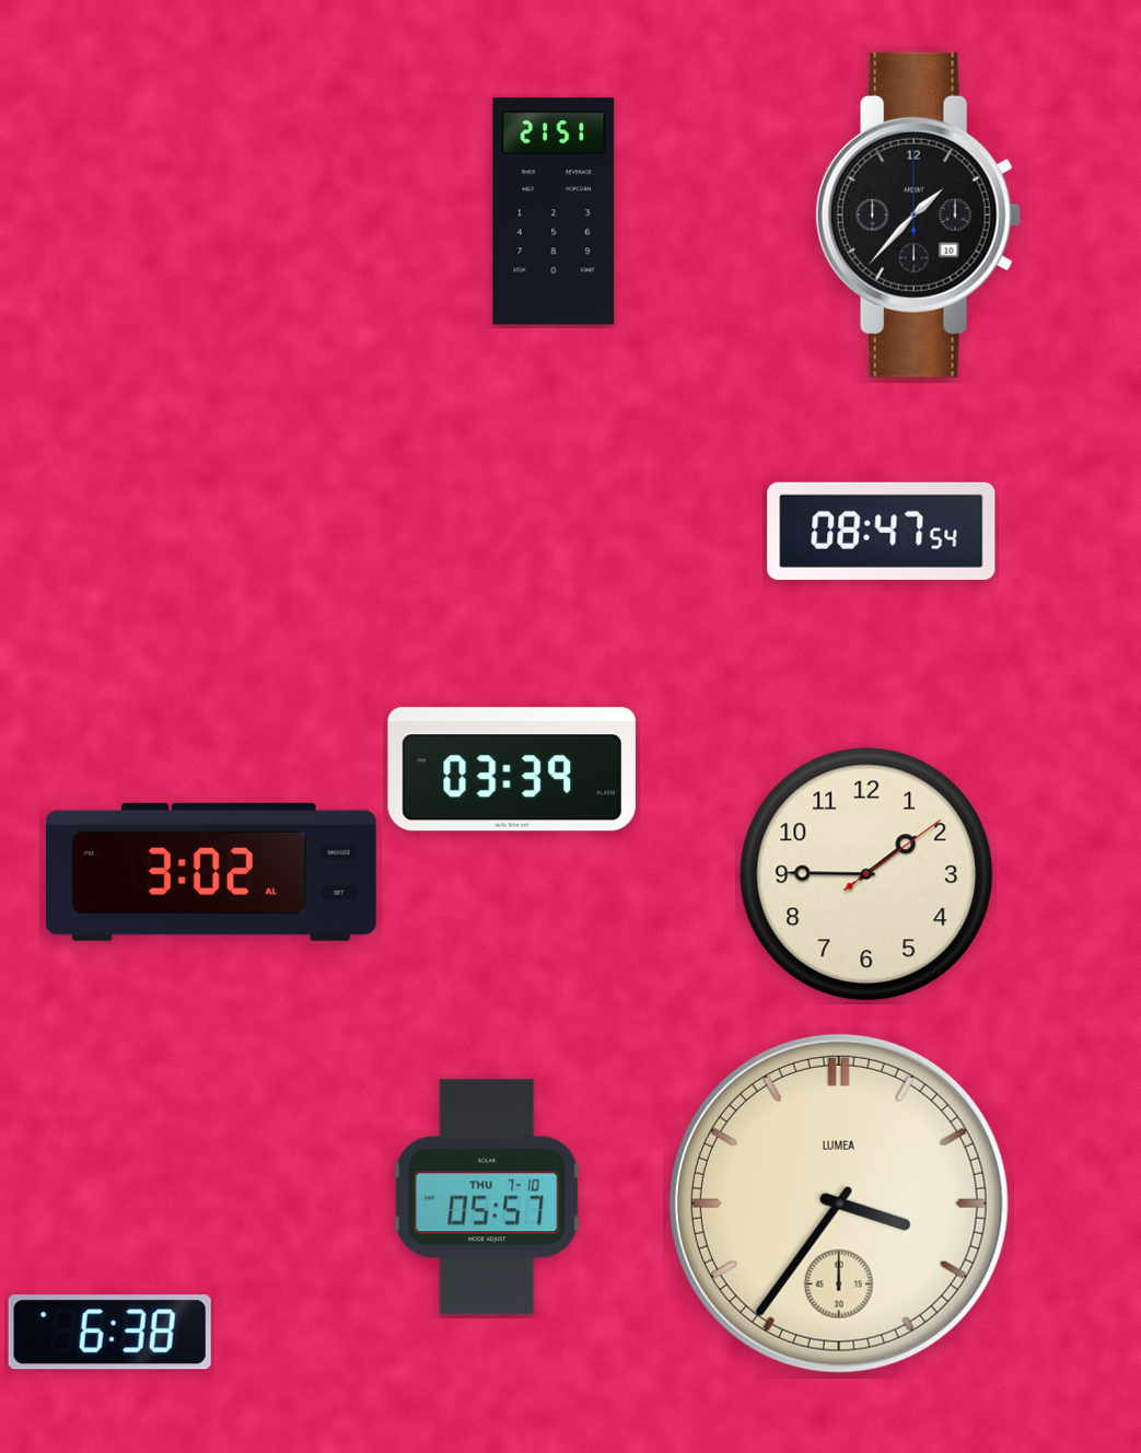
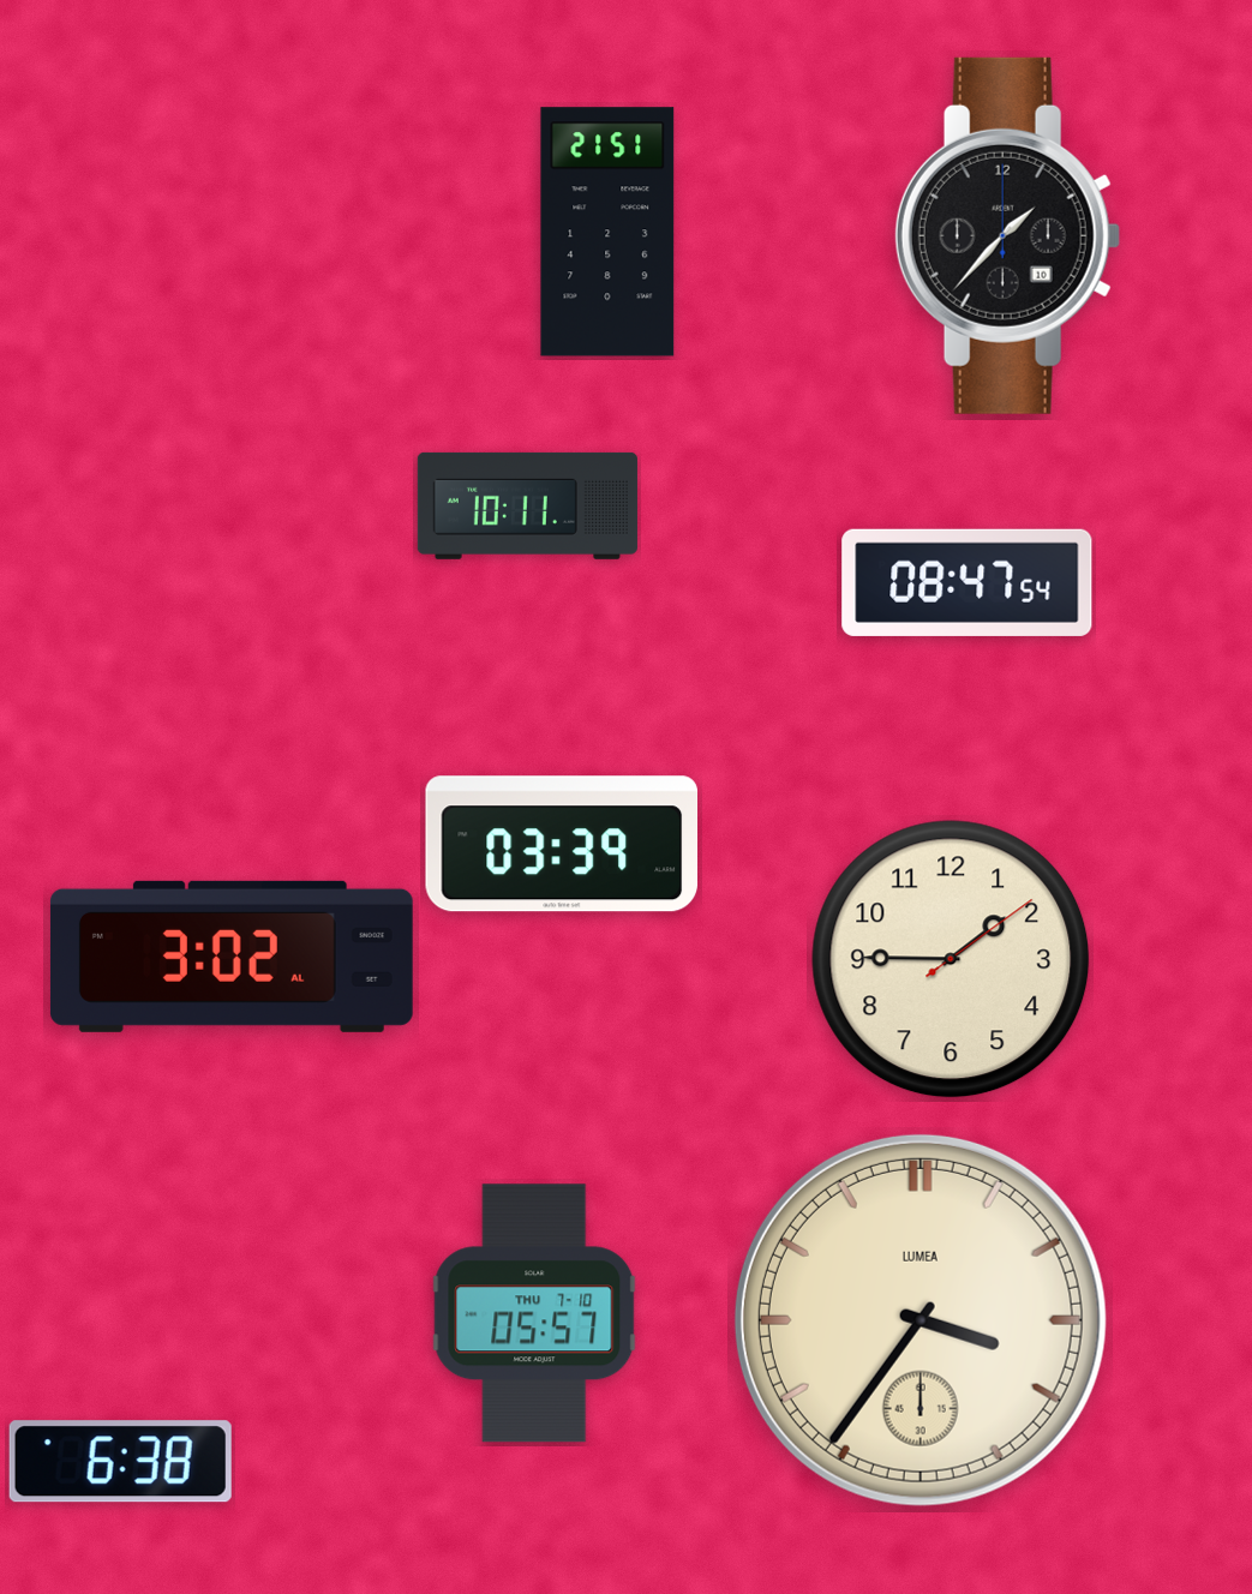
clock at (527, 505): none -> 10:11
